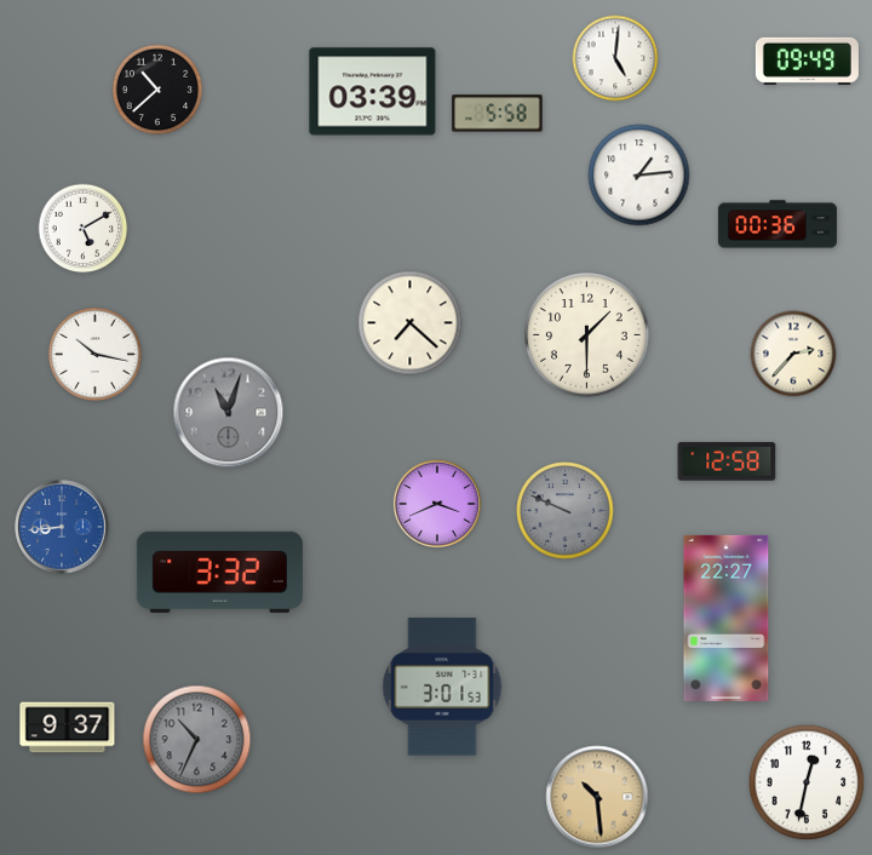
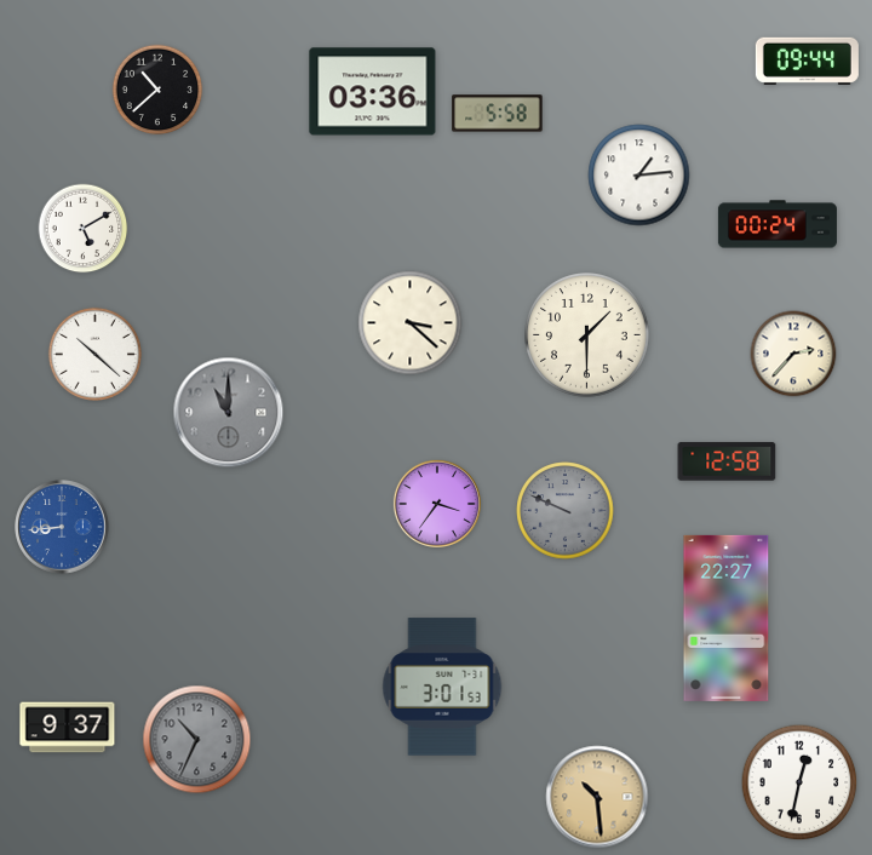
clock at (615, 58): 5:01 -> none
clock at (807, 61): 09:49 -> 09:44
clock at (373, 92): 03:39 -> 03:36
clock at (778, 224): 00:36 -> 00:24
clock at (411, 323): 7:22 -> 3:22
clock at (94, 354): 10:17 -> 10:22
clock at (229, 413): 11:03 -> 11:00
clock at (437, 504): 3:41 -> 3:36
clock at (219, 572): 3:32 -> none
clock at (807, 782) position: (807, 782) -> (799, 782)
